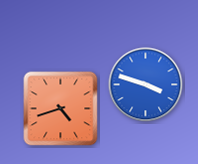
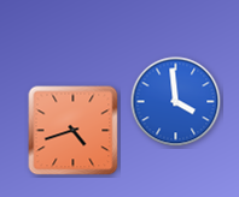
clock at (146, 85): 3:48 -> 3:59
